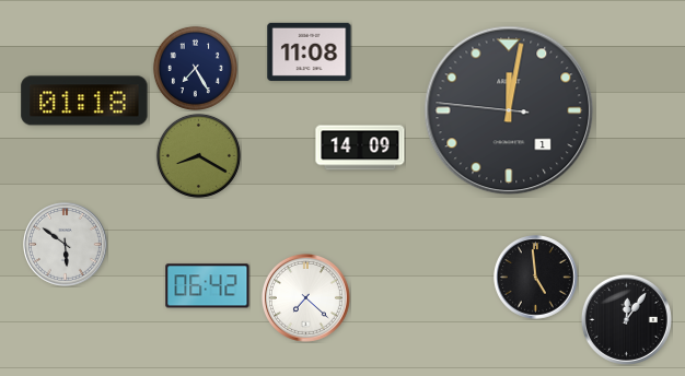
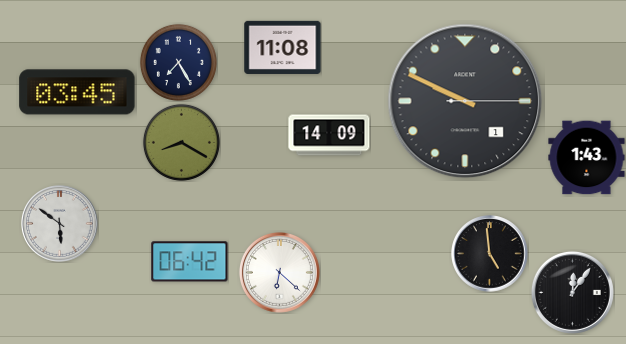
clock at (84, 101): 01:18 -> 03:45
clock at (509, 110): 12:01 -> 9:49
clock at (587, 158): none -> 1:43
clock at (305, 297): 7:22 -> 6:22
